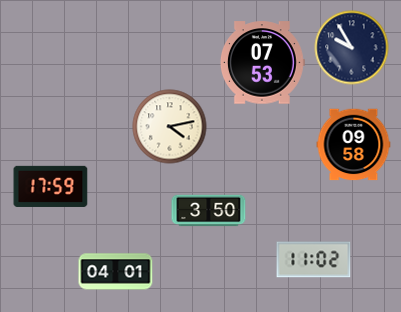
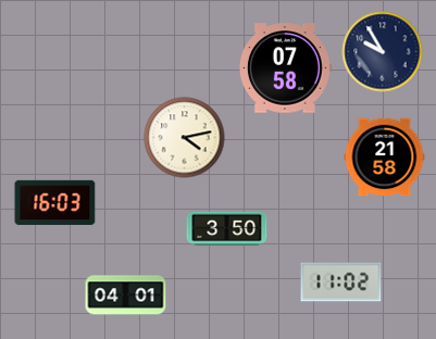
clock at (262, 63): 07:53 -> 07:58
clock at (354, 145): 09:58 -> 21:58
clock at (51, 186): 17:59 -> 16:03
